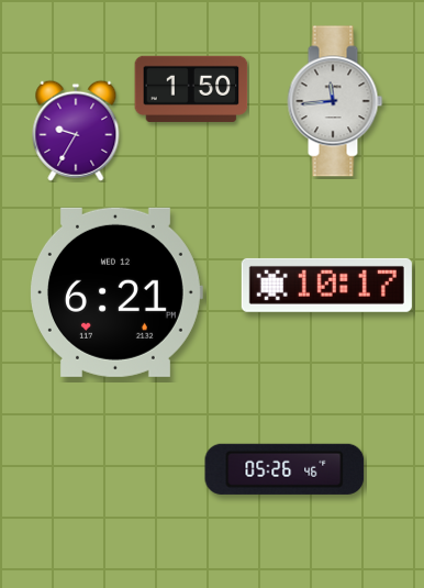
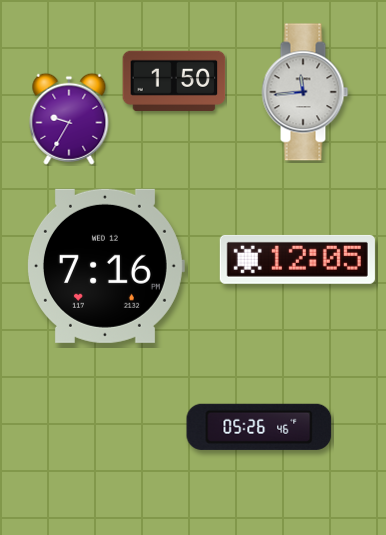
clock at (326, 285): 10:17 -> 12:05
clock at (116, 292): 6:21 -> 7:16
